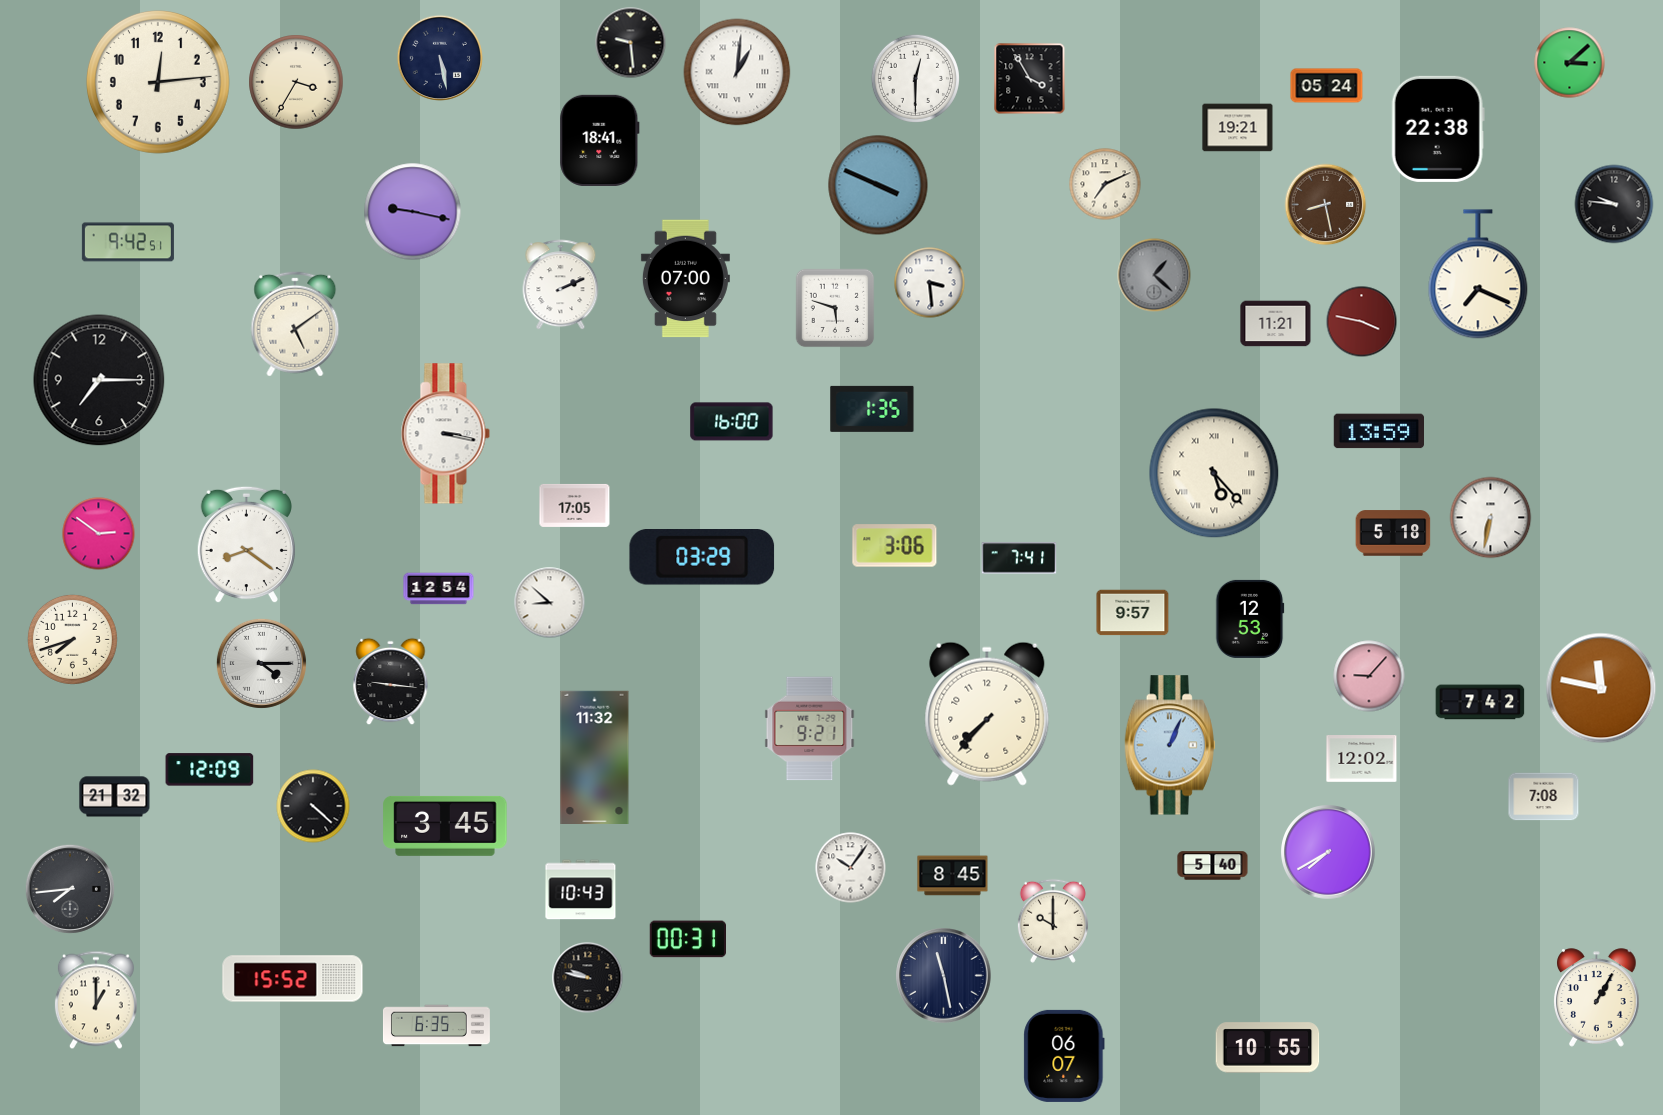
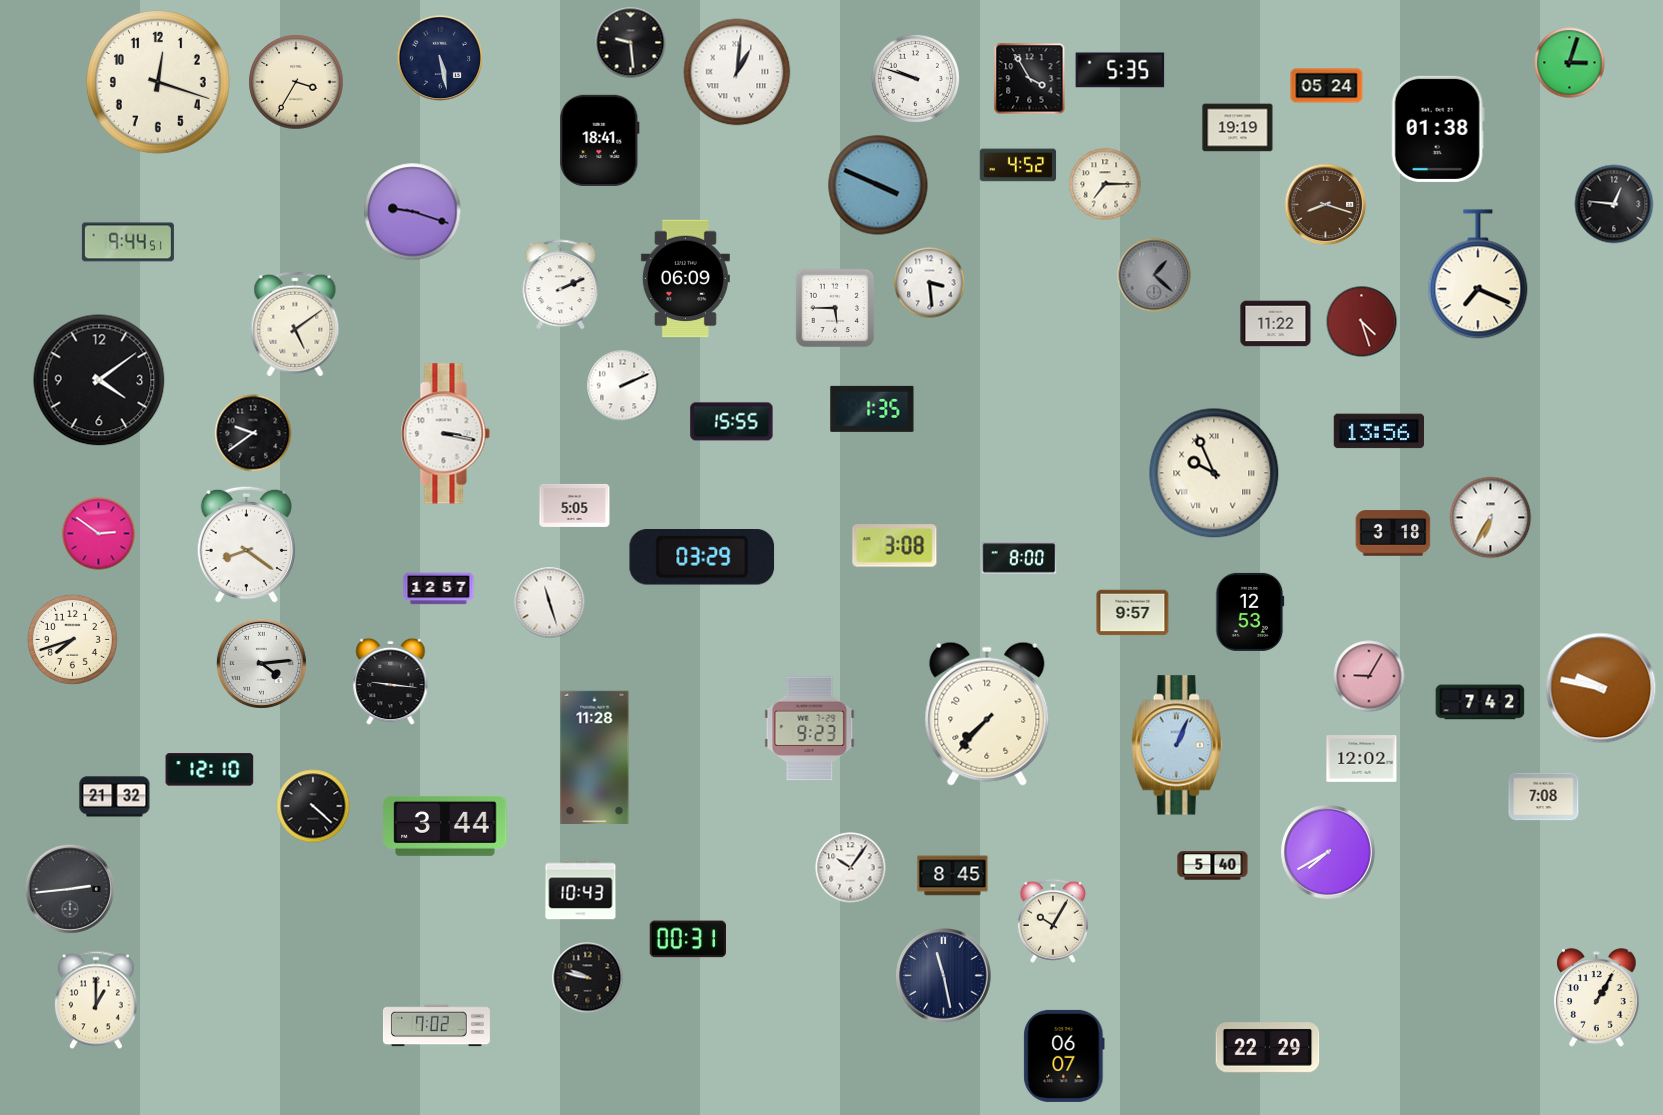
clock at (1570, 63): 3:08 -> 3:03
clock at (1120, 70): none -> 5:35
clock at (915, 78): 12:30 -> 9:48
clock at (158, 82): 12:14 -> 12:18
clock at (1238, 128): 19:21 -> 19:19
clock at (1438, 129): 22:38 -> 01:38
clock at (1018, 165): none -> 4:52
clock at (1105, 184): 7:11 -> 7:15
clock at (1614, 204): 9:46 -> 12:46
clock at (1326, 205): 8:28 -> 8:18
clock at (413, 212): 9:17 -> 9:18
clock at (128, 242): 9:42 -> 9:44
clock at (685, 279): 07:00 -> 06:09
clock at (835, 308): 5:48 -> 5:45
clock at (1362, 322): 3:47 -> 4:27
clock at (1276, 324): 11:21 -> 11:22
clock at (99, 380): 7:15 -> 4:09
clock at (623, 386): none -> 2:11
clock at (732, 422): 16:00 -> 15:55
clock at (1378, 431): 13:59 -> 13:56
clock at (253, 433): none -> 9:39
clock at (1214, 473): 5:23 -> 9:56
clock at (575, 505): 17:05 -> 5:05
clock at (1491, 518): 6:32 -> 6:35
clock at (1393, 533): 5:18 -> 3:18
clock at (895, 546): 3:06 -> 3:08
clock at (1019, 558): 7:41 -> 8:00
clock at (439, 589): 12:54 -> 12:57
clock at (550, 603): 8:52 -> 11:27
clock at (1250, 619) position: (1250, 619) -> (1250, 612)
clock at (261, 663): 4:15 -> 4:14
clock at (1369, 676): 9:07 -> 9:05
clock at (1601, 688): 11:47 -> 9:47
clock at (810, 729): 9:21 -> 9:23
clock at (1170, 745) position: (1170, 745) -> (1177, 745)
clock at (595, 757): 11:32 -> 11:28
clock at (210, 770): 12:09 -> 12:10
clock at (445, 826): 3:45 -> 3:44
clock at (70, 889): 7:44 -> 2:44
clock at (1053, 921): 10:00 -> 10:05
clock at (293, 979): 15:52 -> none
clock at (436, 1026): 6:35 -> 7:02
clock at (1268, 1048): 10:55 -> 22:29
